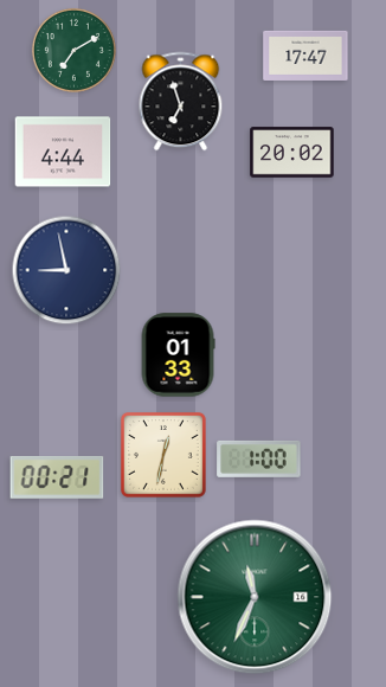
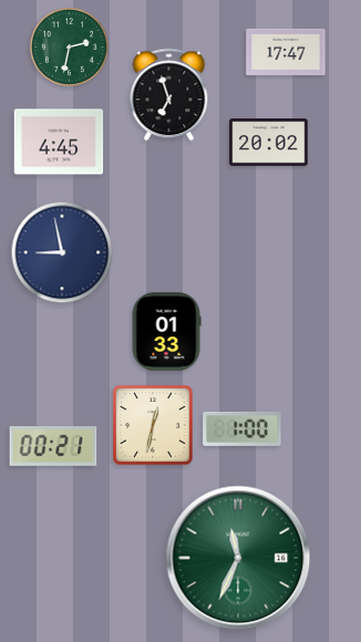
clock at (73, 50): 7:10 -> 2:32
clock at (63, 152): 4:44 -> 4:45
clock at (292, 153) position: (292, 153) -> (269, 143)
